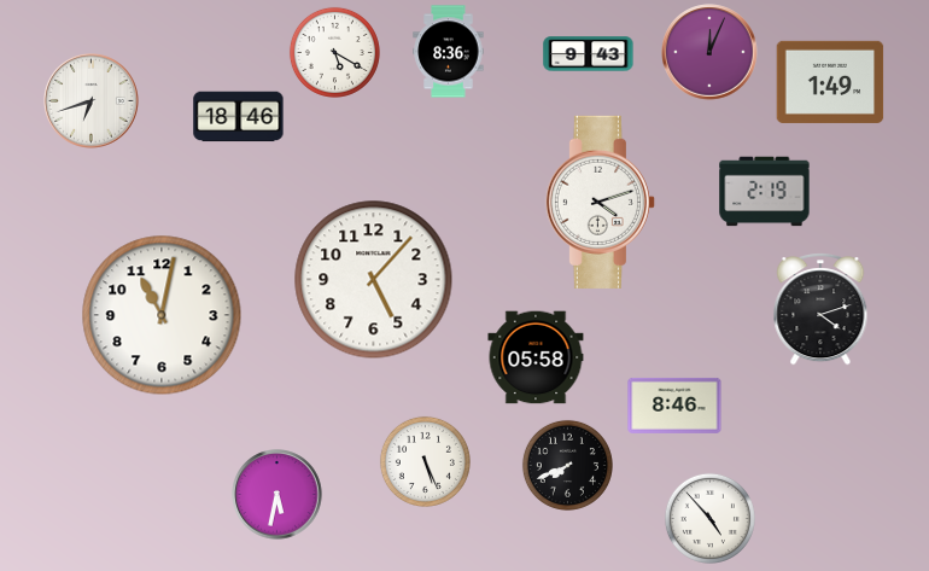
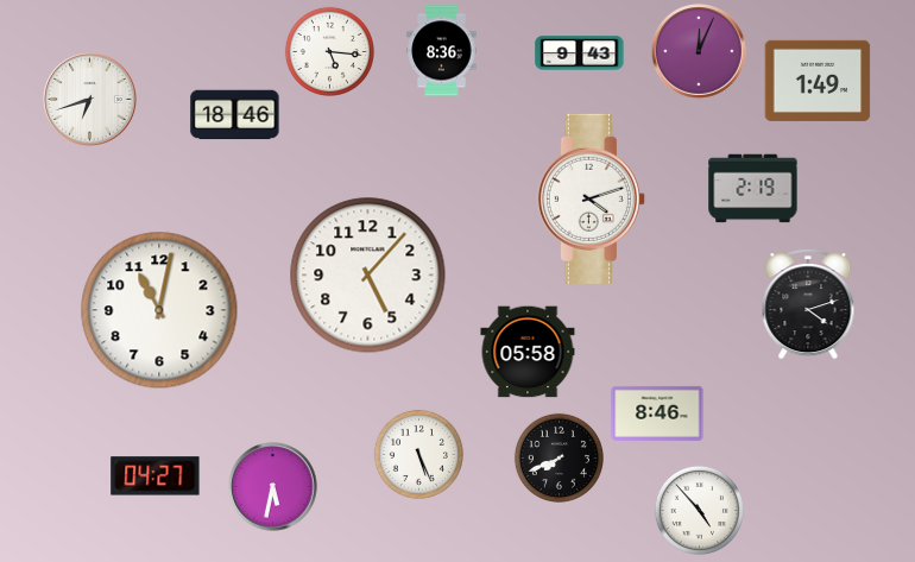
clock at (334, 52): 5:20 -> 5:16
clock at (674, 406) position: (674, 406) -> (657, 413)
clock at (156, 476): none -> 04:27
